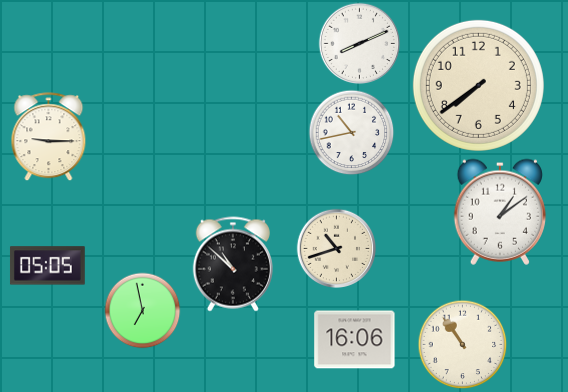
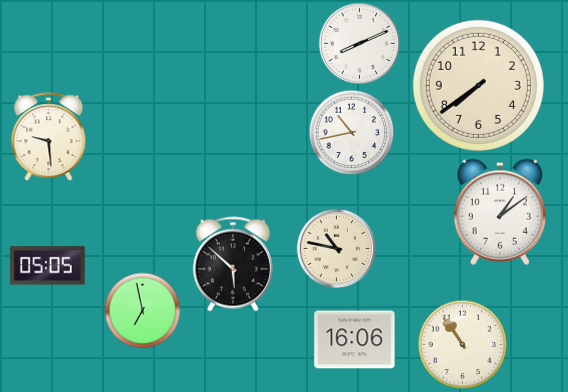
clock at (49, 137): 9:15 -> 9:29
clock at (337, 249): 10:42 -> 10:47
clock at (233, 264): 10:52 -> 5:52
